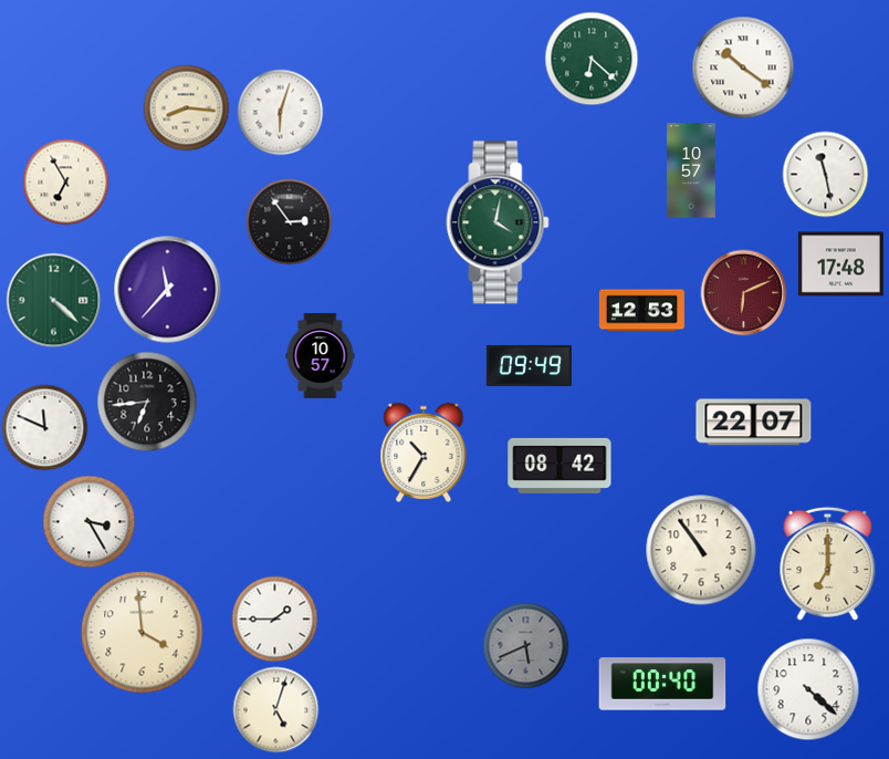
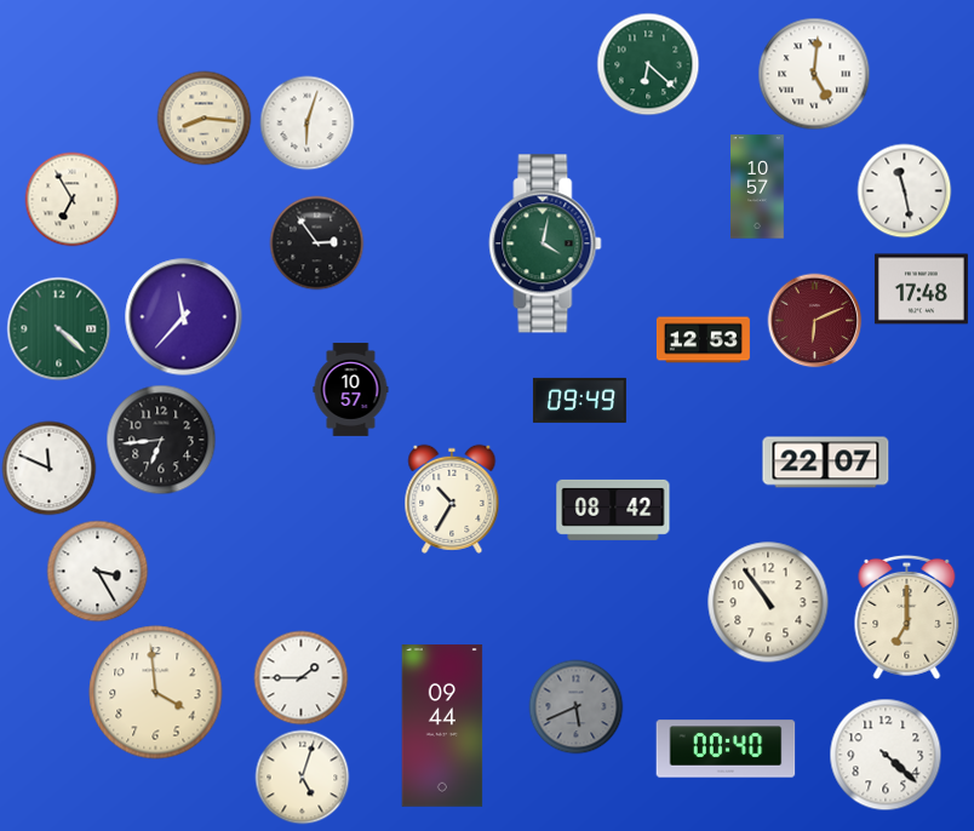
clock at (743, 67): 10:21 -> 5:01
clock at (423, 453) position: (423, 453) -> (452, 499)
clock at (442, 726): none -> 09:44
